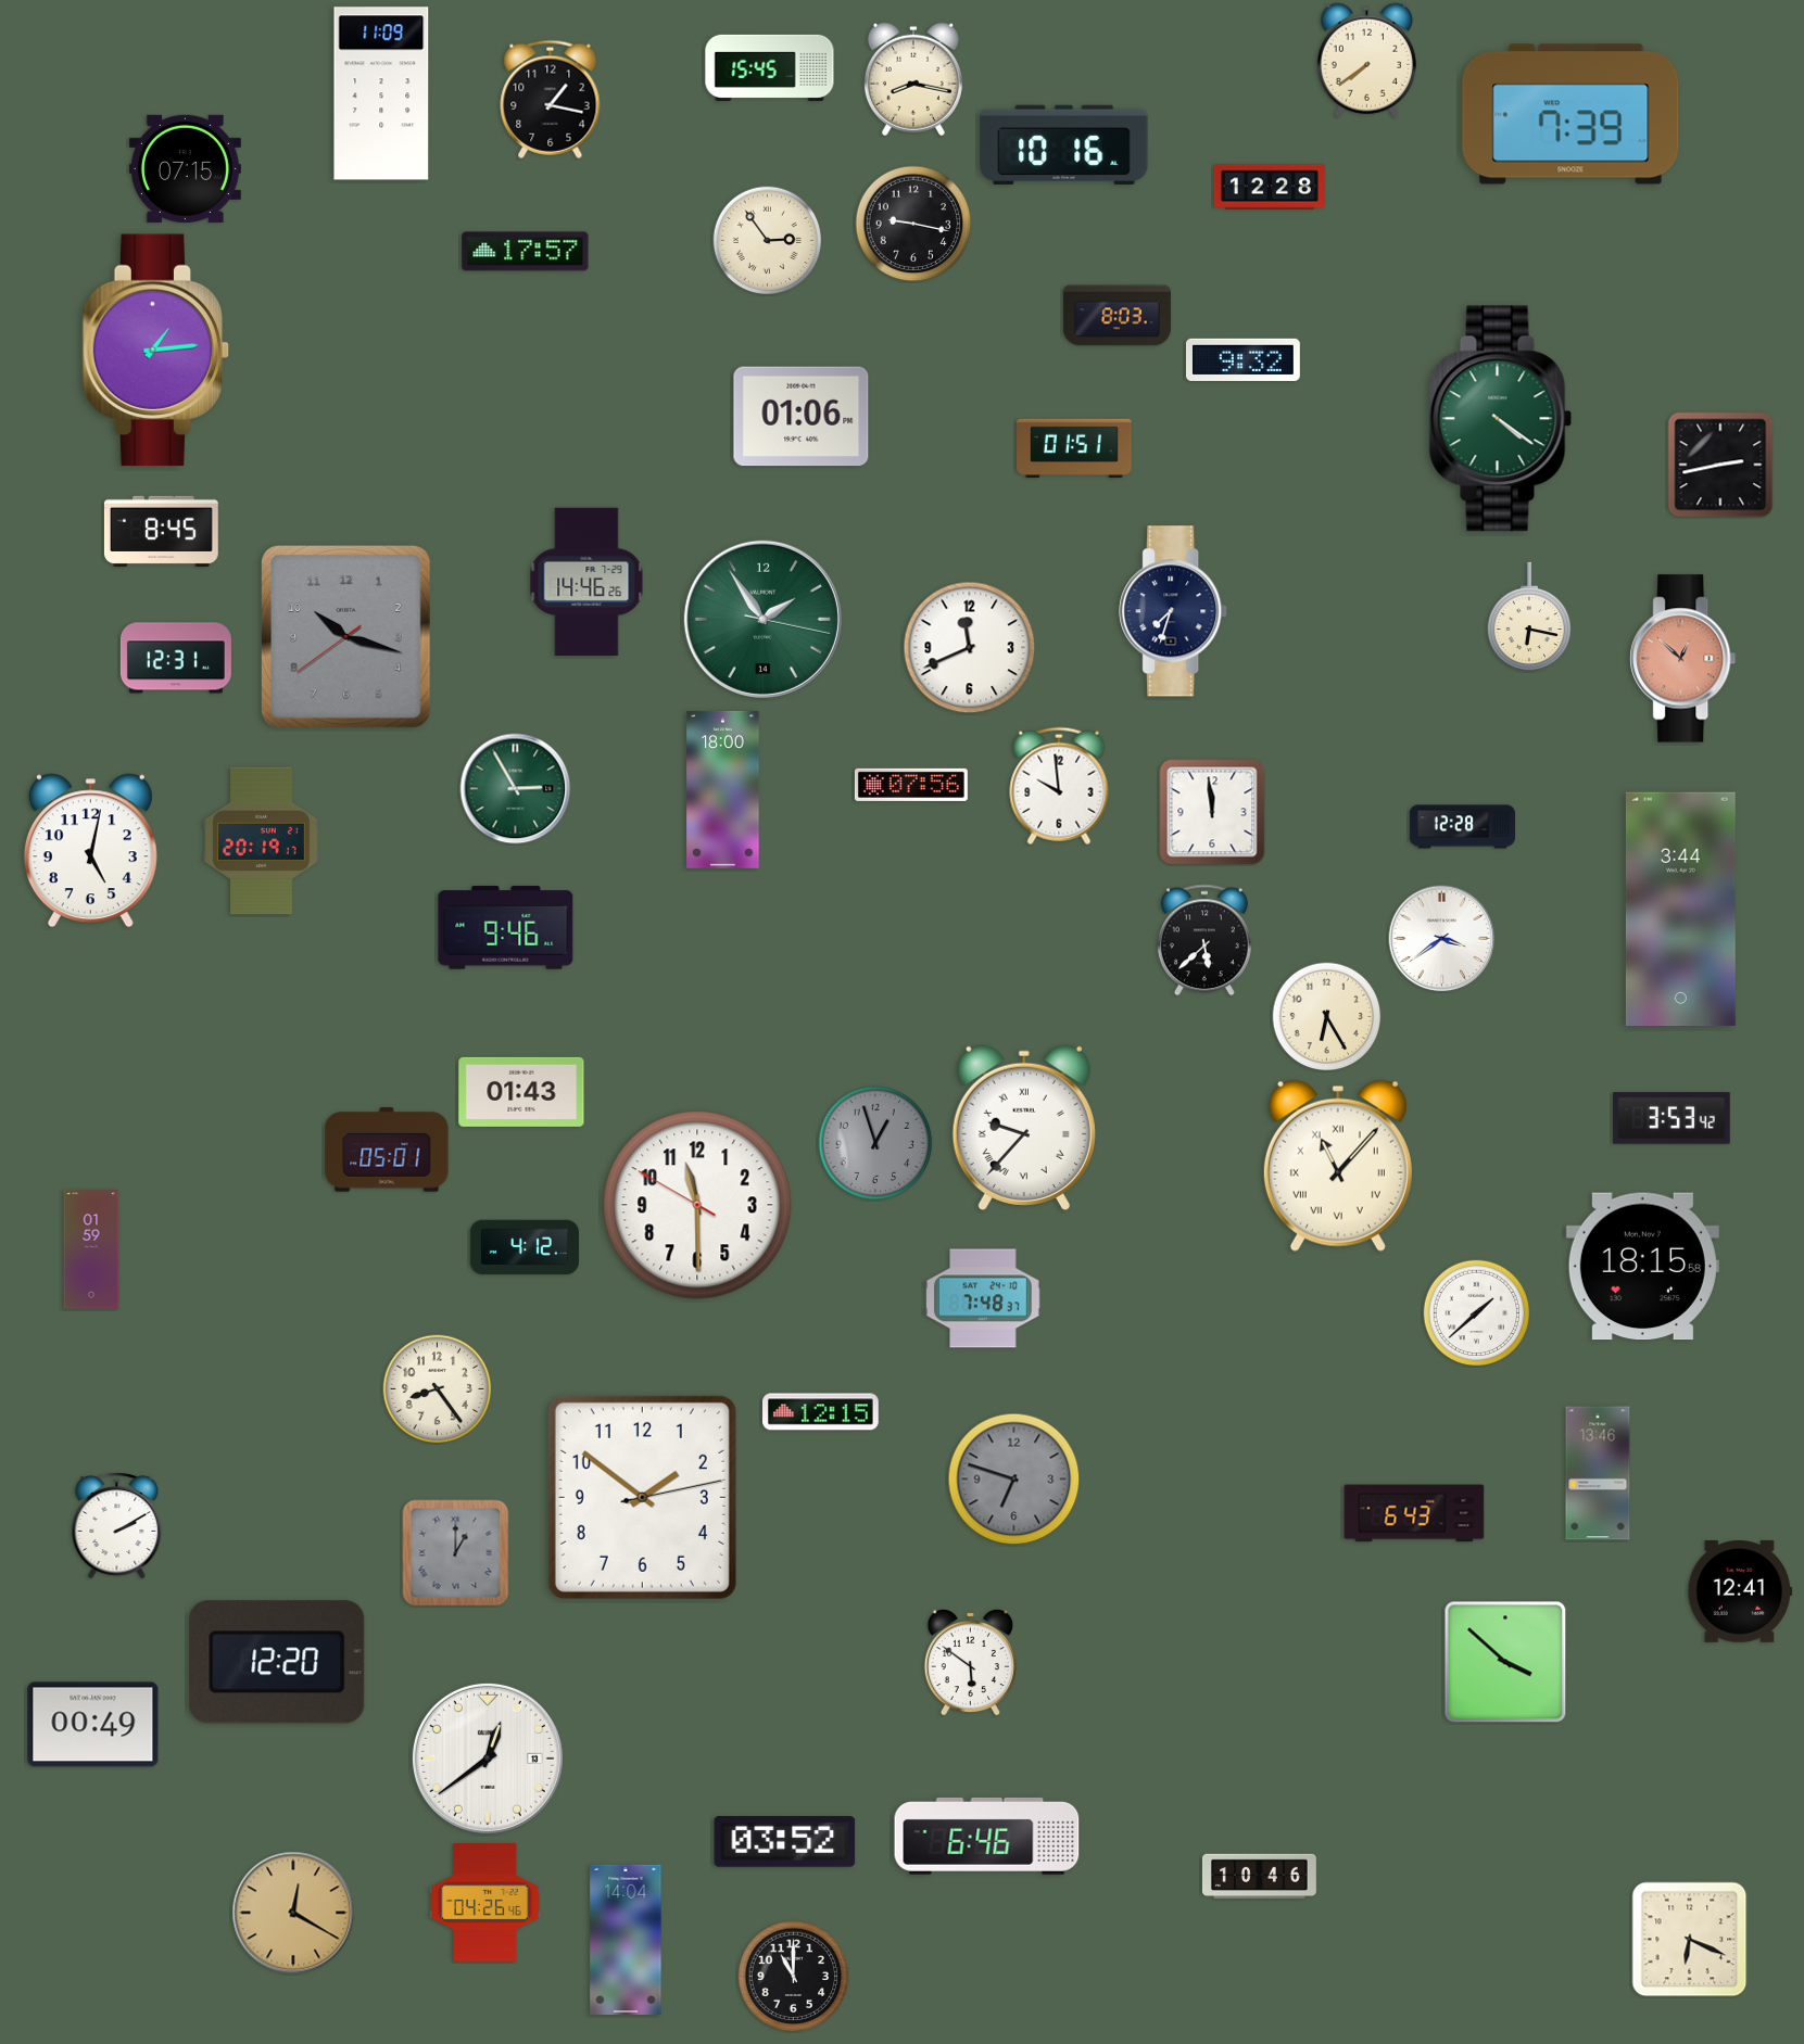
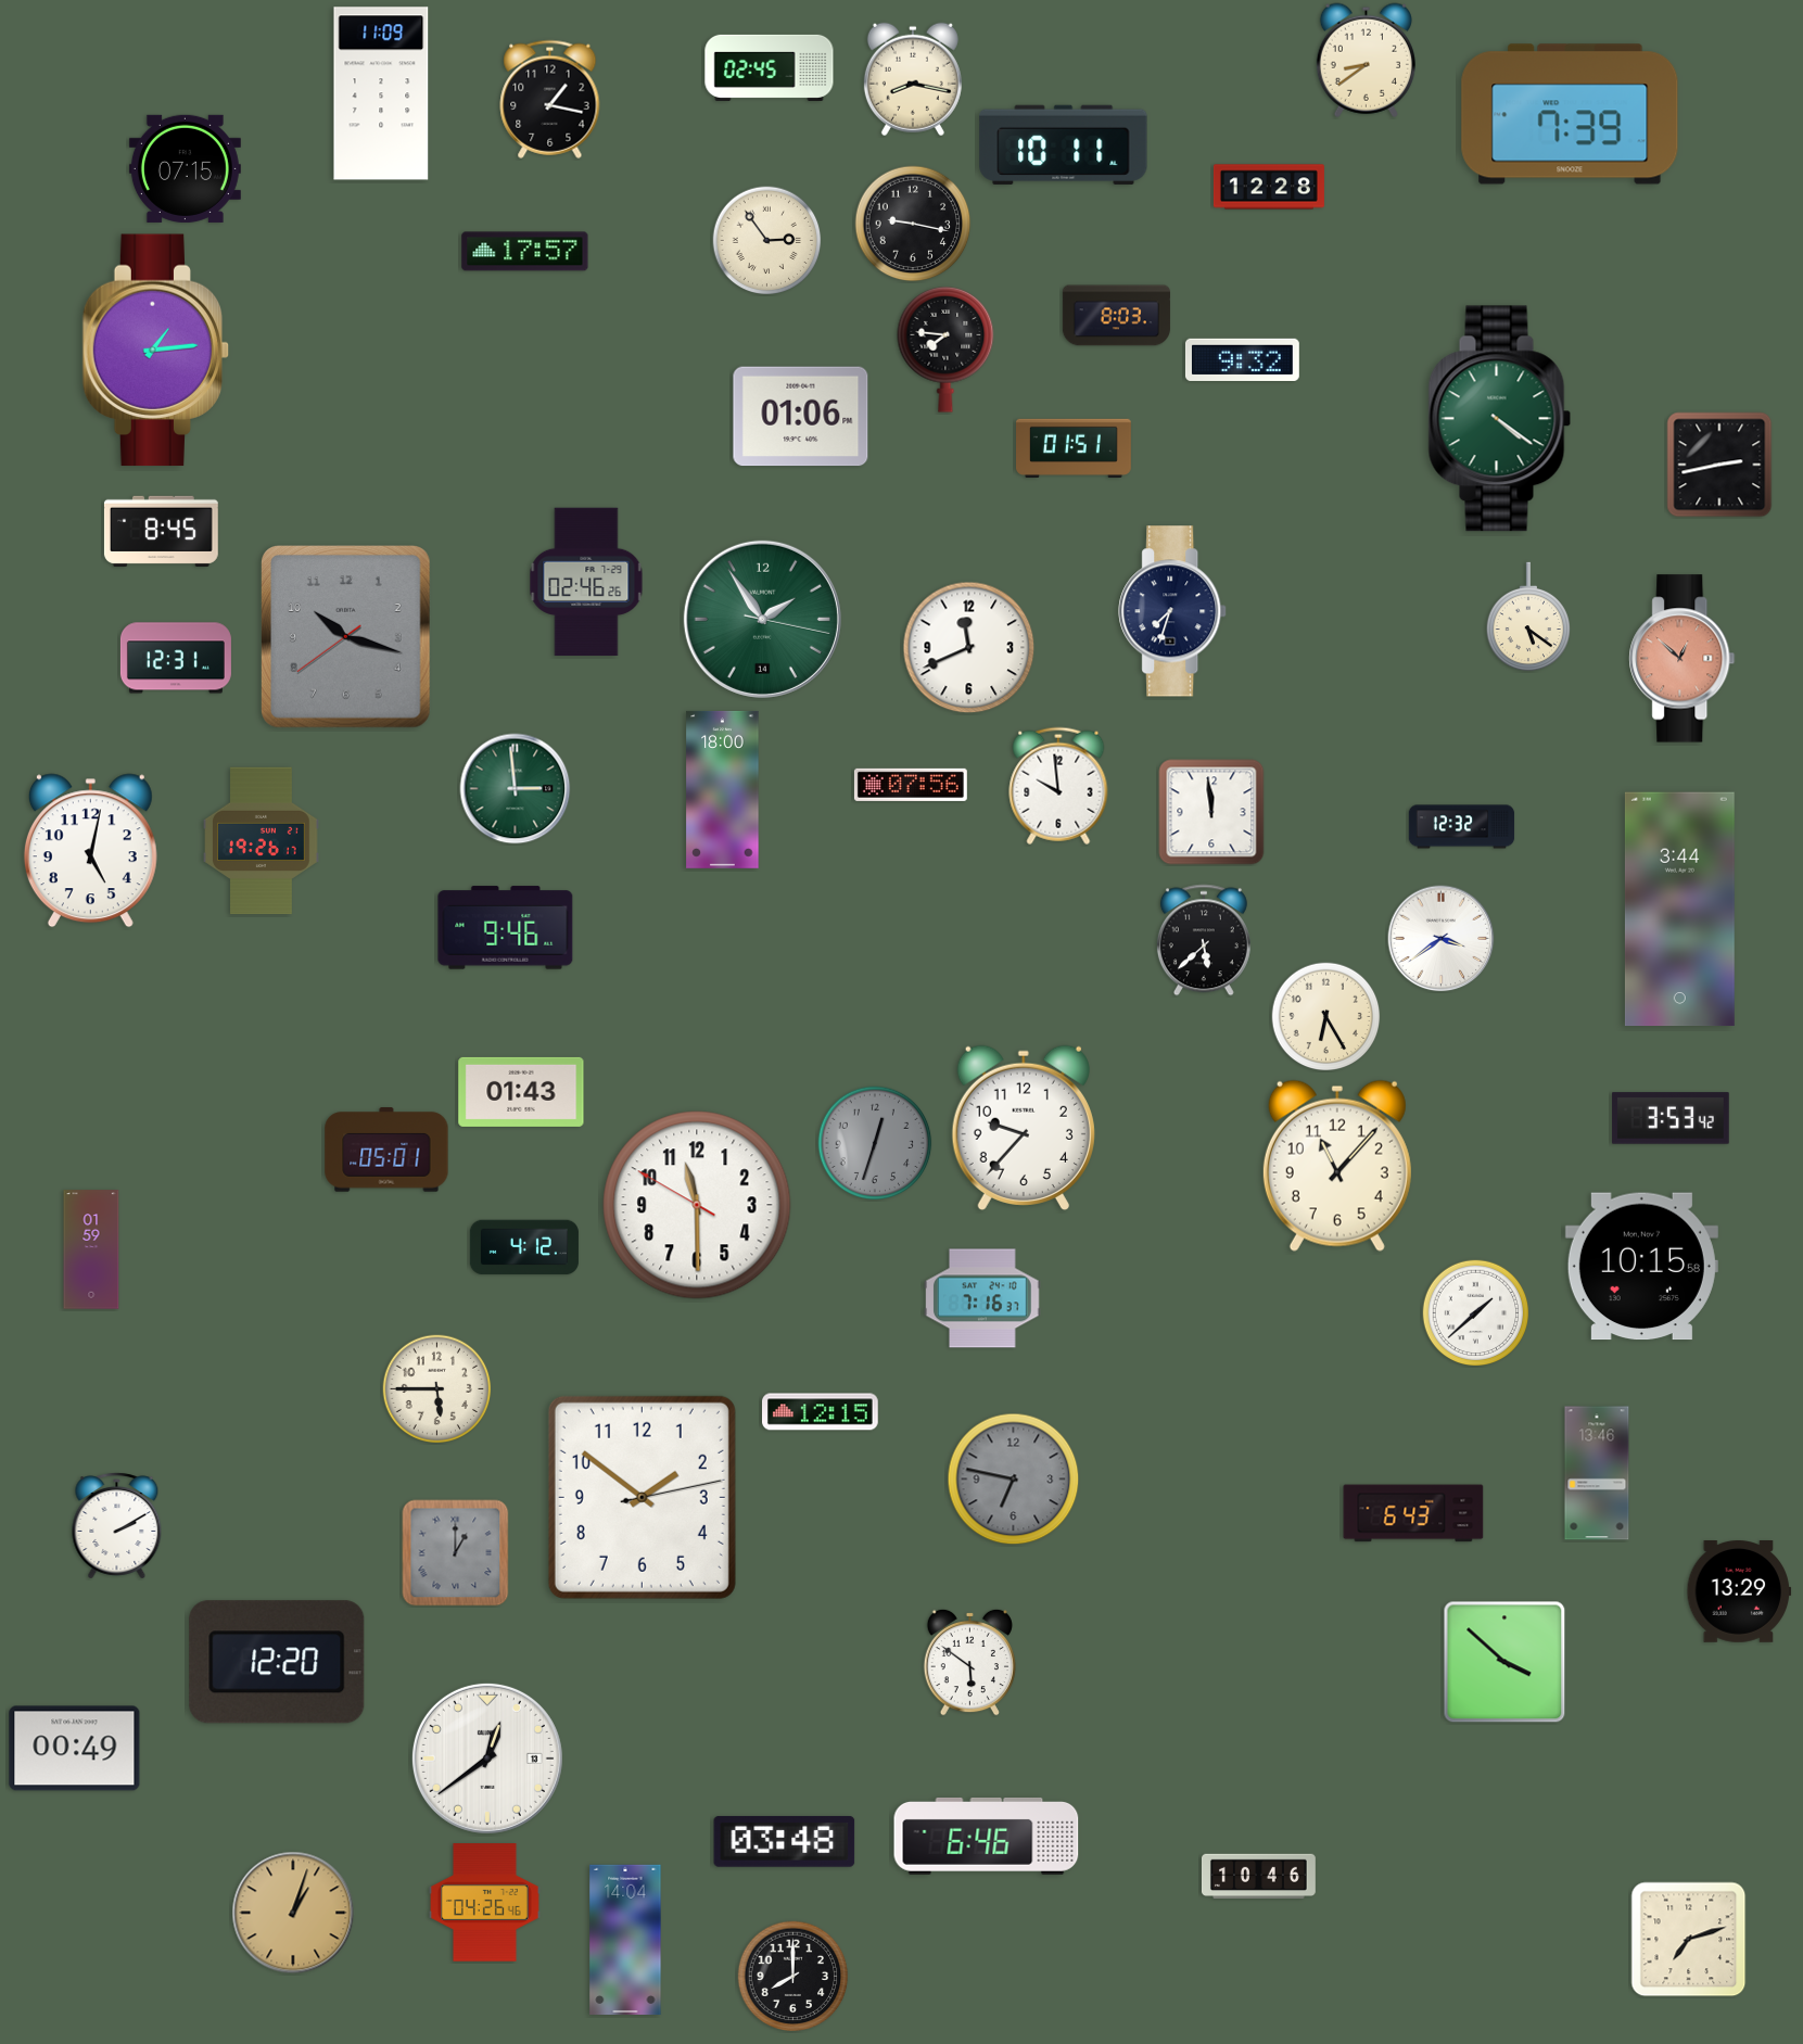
clock at (1366, 60): 7:39 -> 8:39
clock at (770, 67): 15:45 -> 02:45
clock at (1064, 144): 10:16 -> 10:11
clock at (945, 351): none -> 7:46
clock at (586, 582): 14:46 -> 02:46
clock at (1528, 617): 6:17 -> 5:21
clock at (516, 789): 2:55 -> 2:59
clock at (1463, 827): 12:28 -> 12:32
clock at (262, 841): 20:19 -> 19:26
clock at (1024, 1128) numerals: Roman -> Arabic
clock at (875, 1143): 12:57 -> 12:33
clock at (1338, 1166) numerals: Roman -> Arabic
clock at (1642, 1267): 18:15 -> 10:15
clock at (983, 1298): 7:48 -> 7:16
clock at (438, 1389): 8:24 -> 5:45
clock at (1014, 1480): 6:48 -> 6:47
clock at (1740, 1592): 12:41 -> 13:29
clock at (93, 1725) position: (93, 1725) -> (75, 1749)
clock at (785, 1841): 03:52 -> 03:48
clock at (293, 1913): 12:20 -> 1:03
clock at (1690, 1940): 6:19 -> 7:12
clock at (794, 1977): 11:00 -> 8:00
